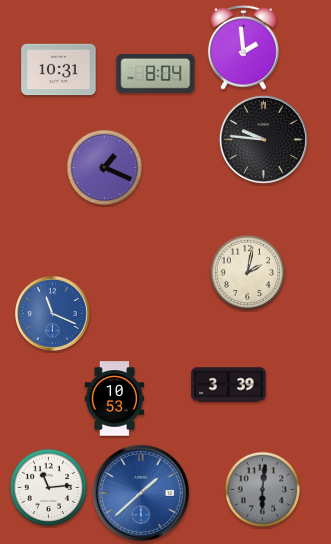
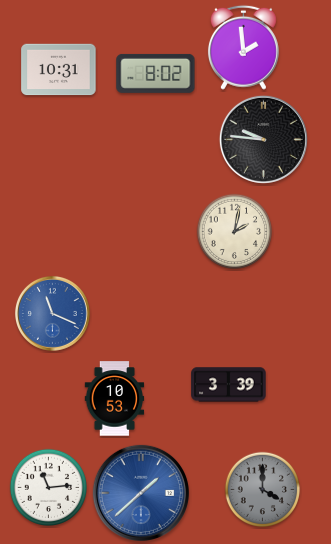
clock at (156, 73): 8:04 -> 8:02
clock at (105, 168): 1:19 -> none
clock at (248, 273) position: (248, 273) -> (235, 232)
clock at (263, 490): 6:01 -> 4:00
